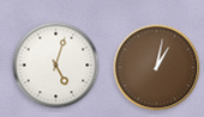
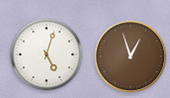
clock at (157, 68): 1:02 -> 12:57
